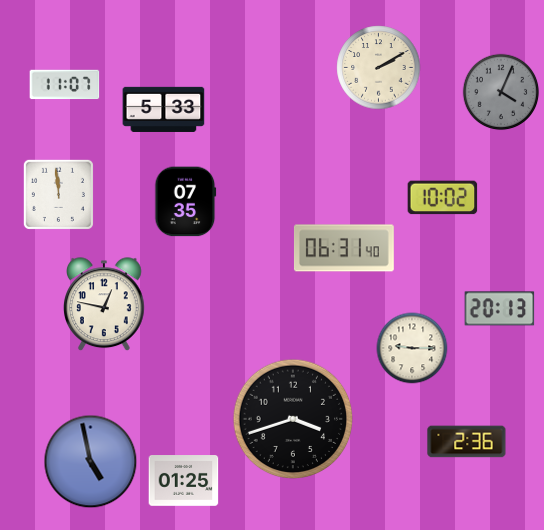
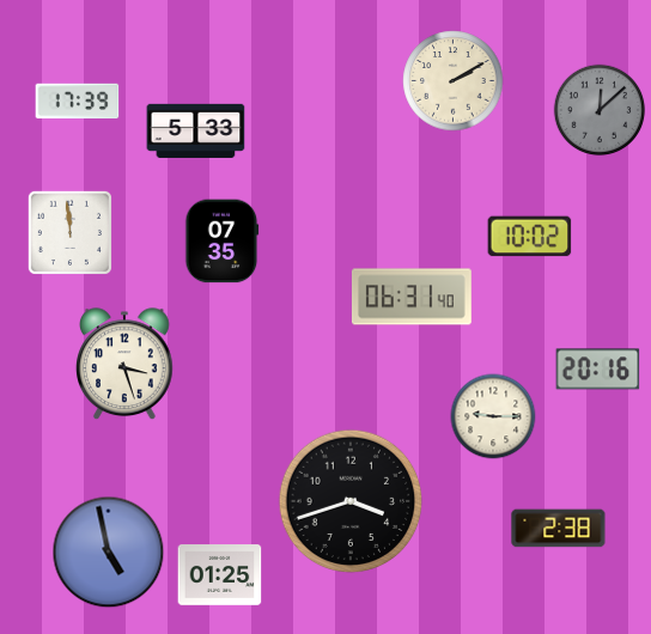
clock at (65, 85): 11:07 -> 17:39
clock at (501, 92): 4:04 -> 12:08
clock at (105, 305): 12:47 -> 3:27
clock at (500, 309): 20:13 -> 20:16
clock at (467, 442): 2:36 -> 2:38
